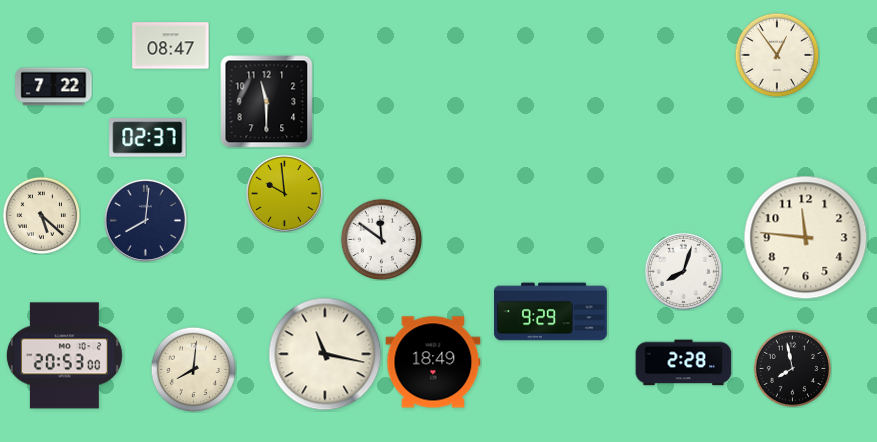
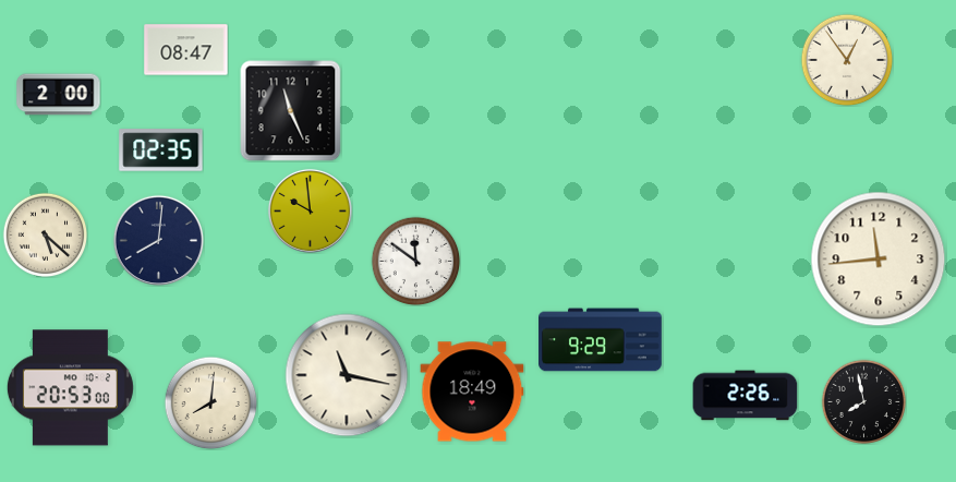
clock at (54, 87): 7:22 -> 2:00
clock at (267, 102): 11:30 -> 11:26
clock at (148, 138): 02:37 -> 02:35
clock at (806, 238): 11:46 -> 11:44
clock at (683, 271): 8:03 -> none
clock at (325, 354) position: (325, 354) -> (347, 375)
clock at (433, 362) position: (433, 362) -> (472, 391)
clock at (684, 363): 2:28 -> 2:26
